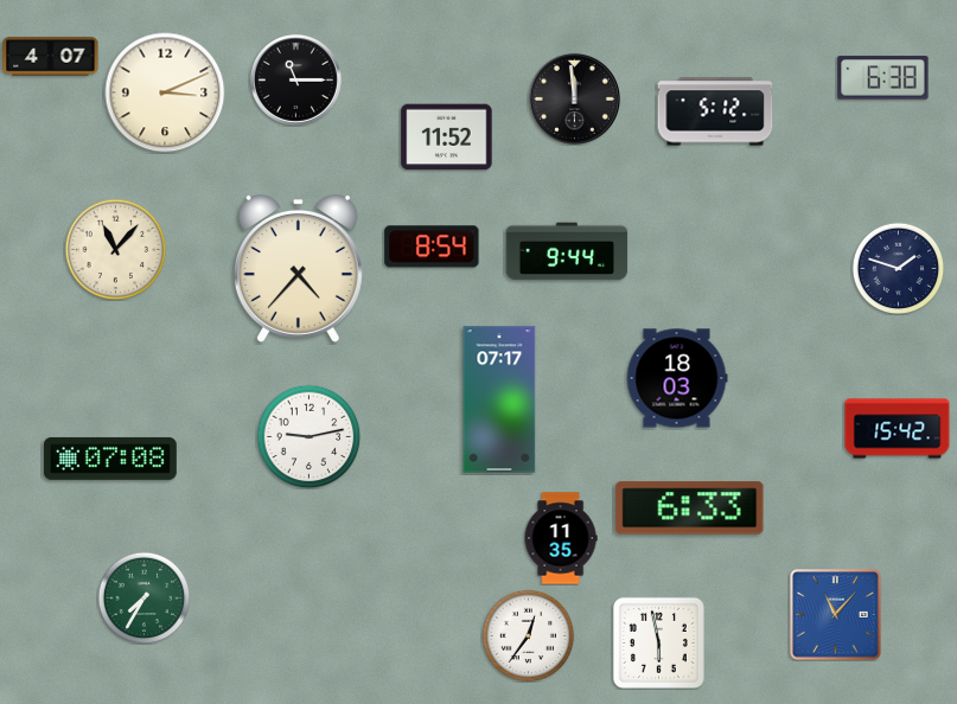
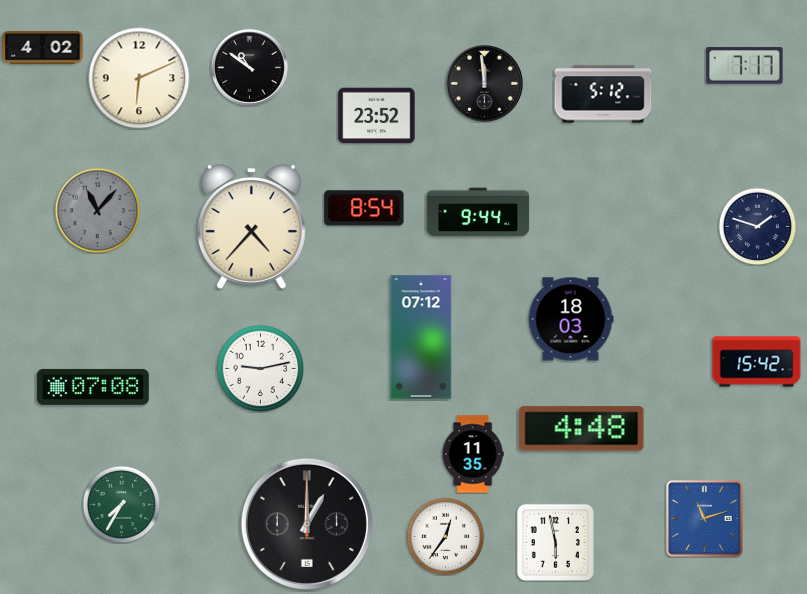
clock at (51, 57): 4:07 -> 4:02
clock at (883, 78): 6:38 -> 7:17
clock at (295, 79): 11:15 -> 10:51
clock at (165, 92): 3:11 -> 6:11
clock at (447, 137): 11:52 -> 23:52
clock at (115, 249) dial: cream -> grey
clock at (499, 399): 07:17 -> 07:12
clock at (690, 508): 6:33 -> 4:48
clock at (836, 615): 11:07 -> 11:12
clock at (307, 524): none -> 1:00
